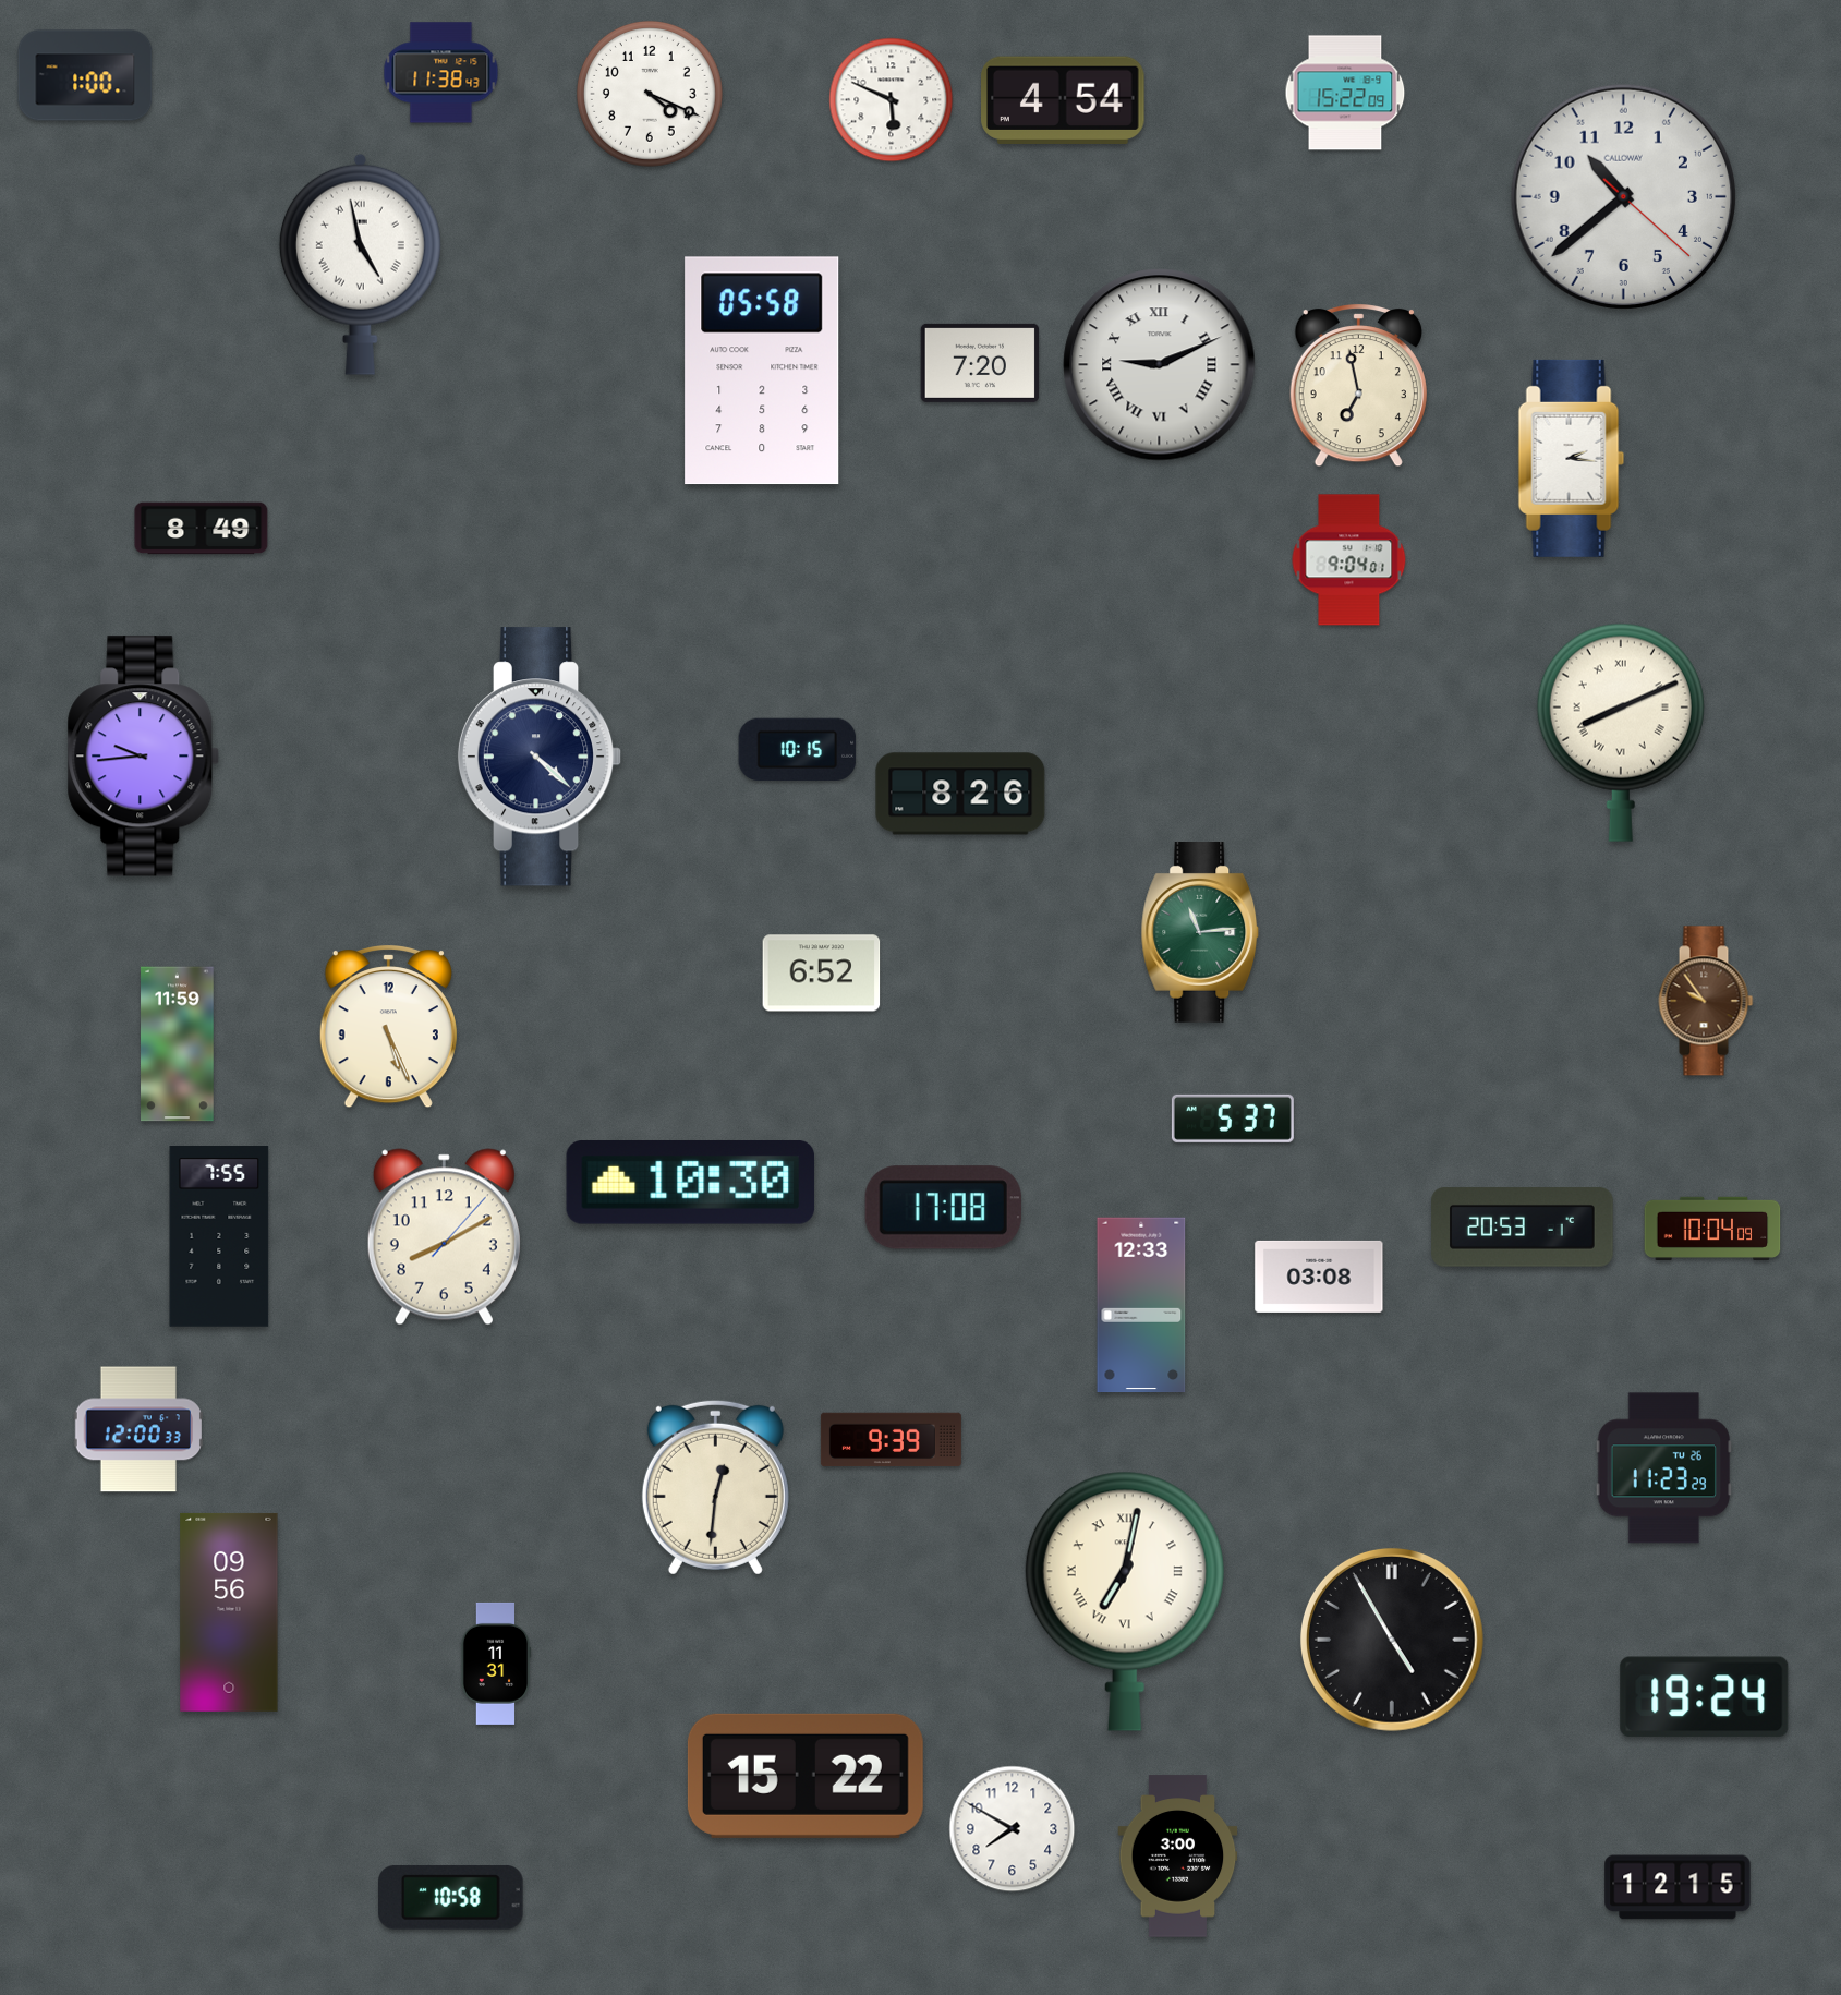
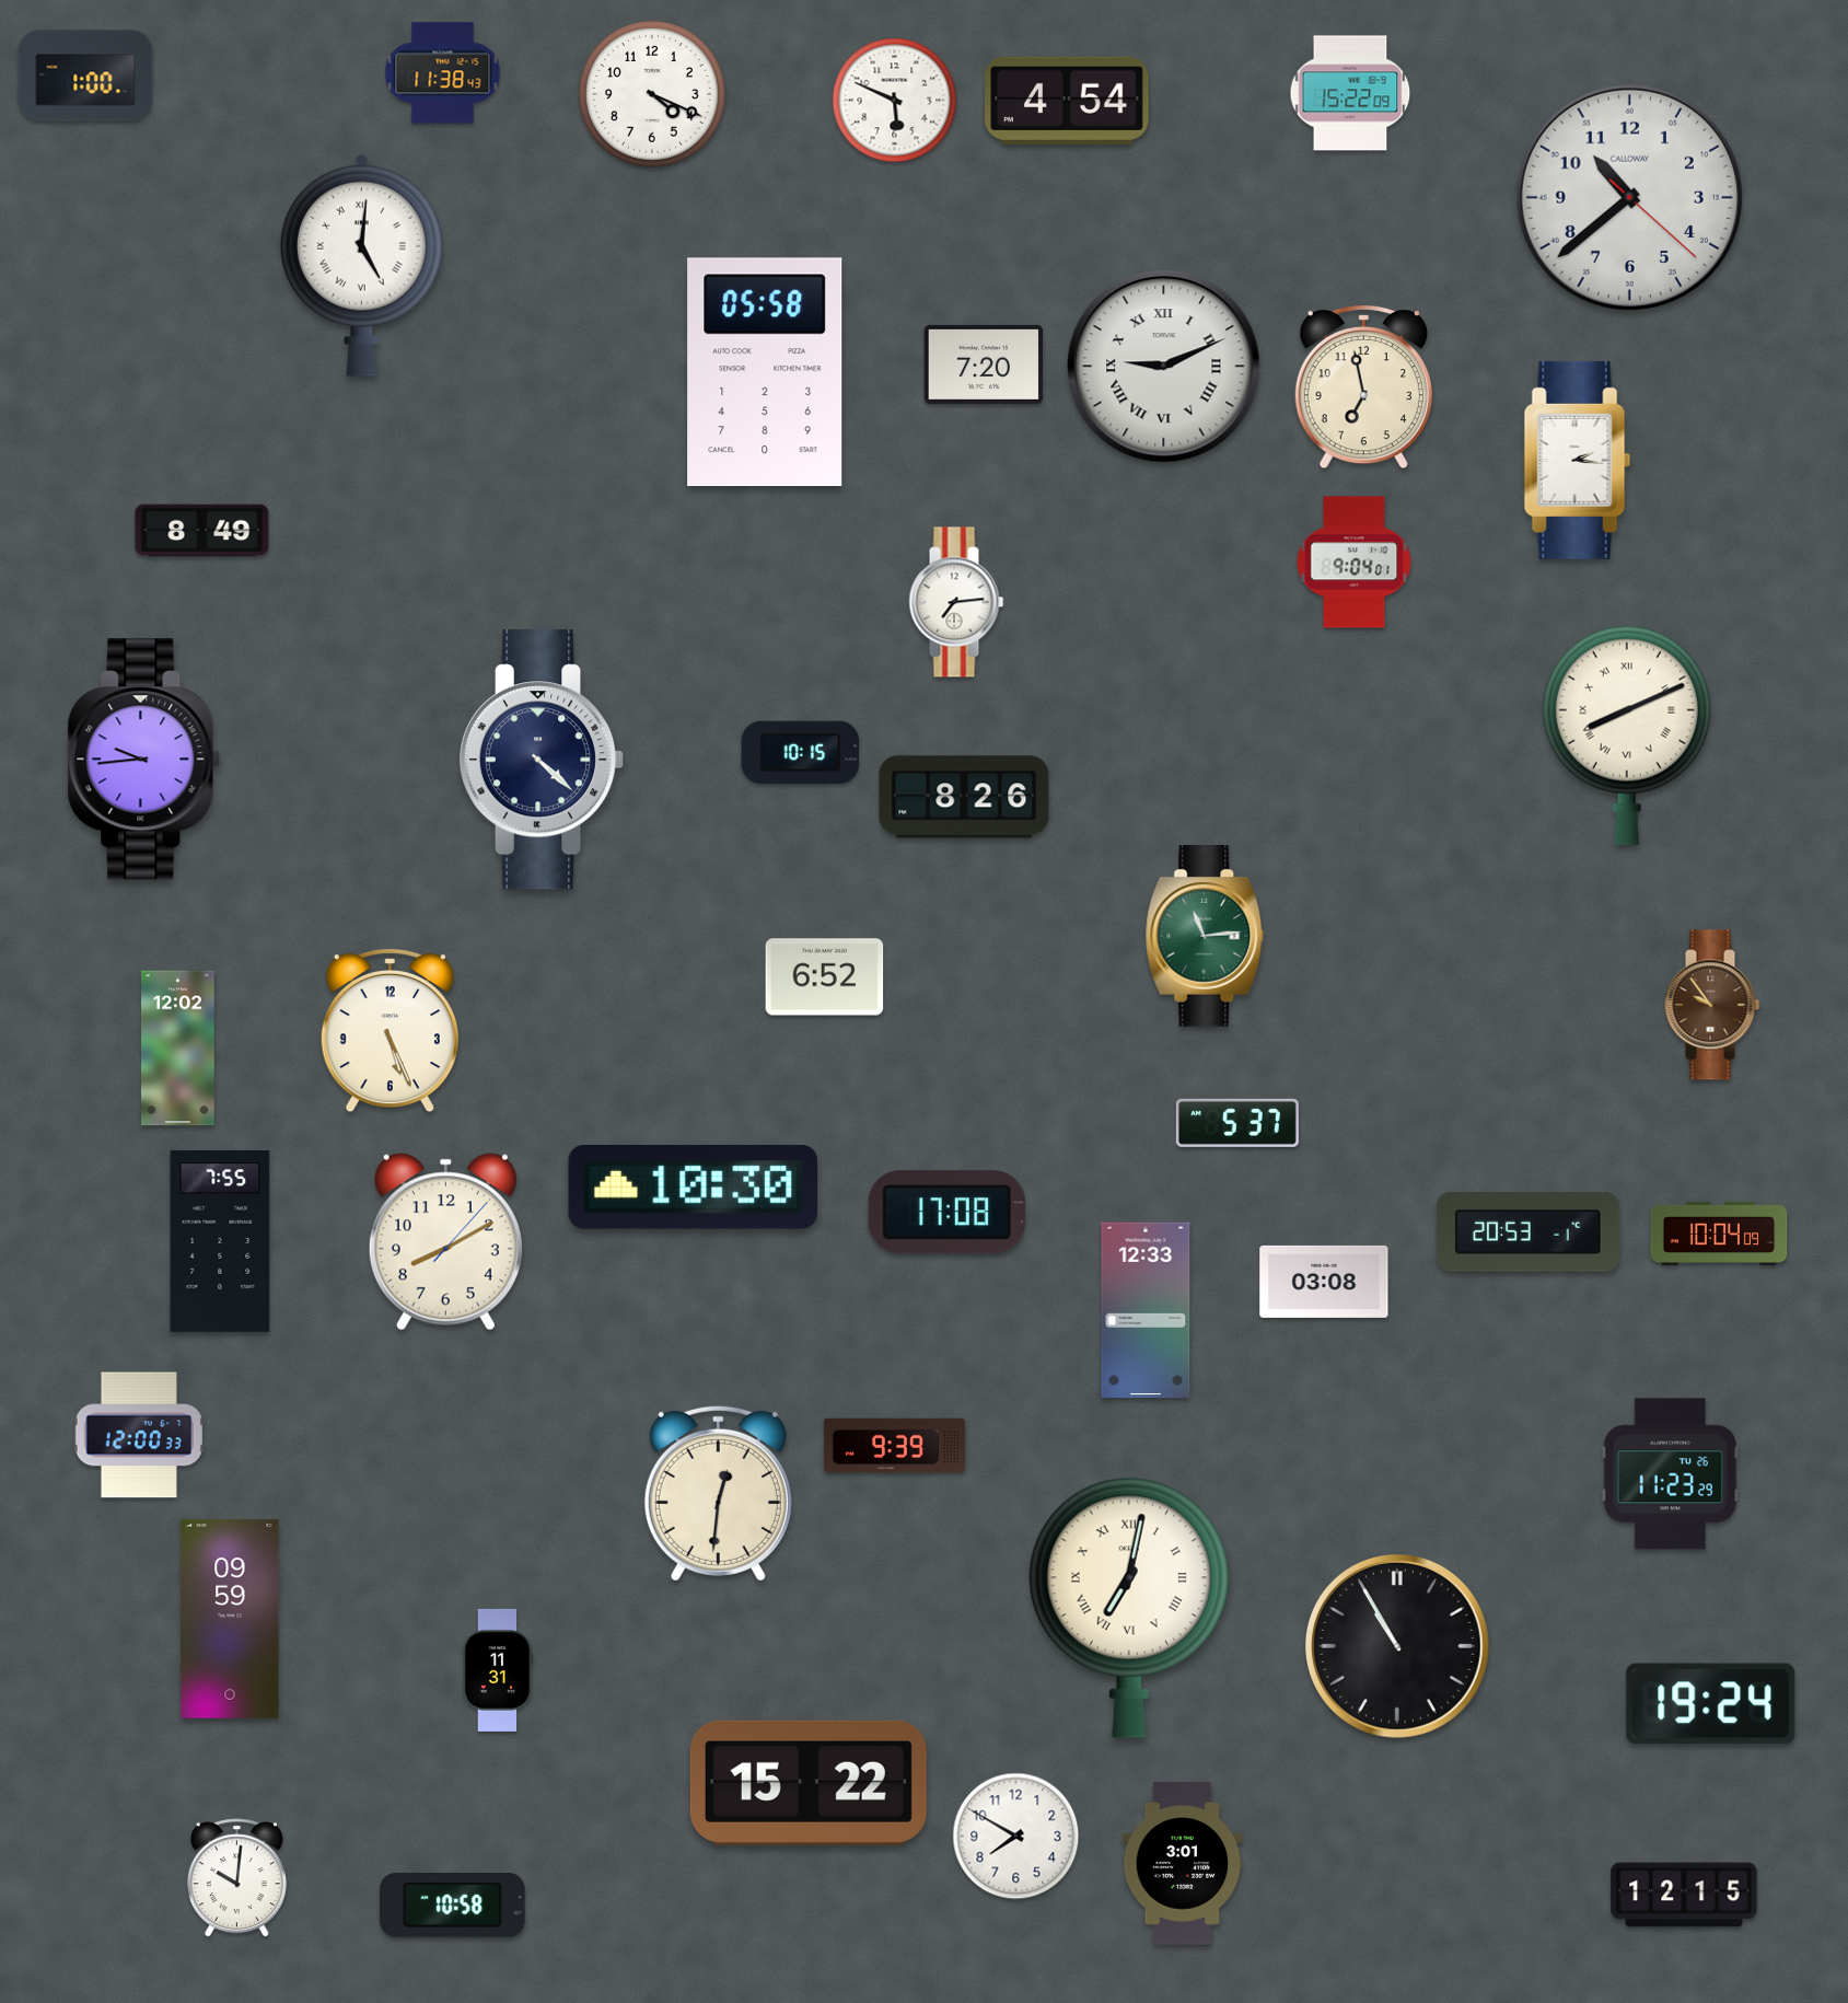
clock at (360, 264): 4:58 -> 5:01
clock at (956, 602): none -> 7:14
clock at (178, 1044): 11:59 -> 12:02
clock at (229, 1612): 09:56 -> 09:59
clock at (1392, 1640): 4:55 -> 10:55
clock at (1178, 1857): 3:00 -> 3:01
clock at (236, 1878): none -> 10:01
